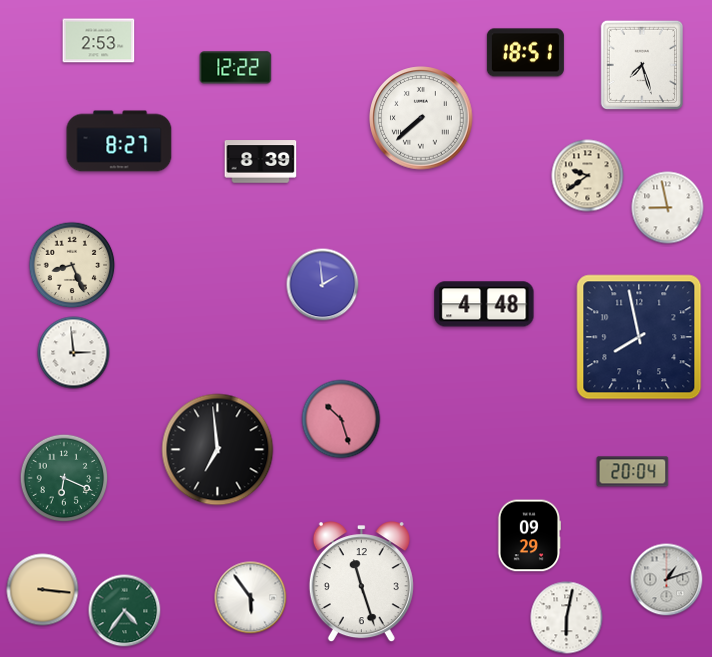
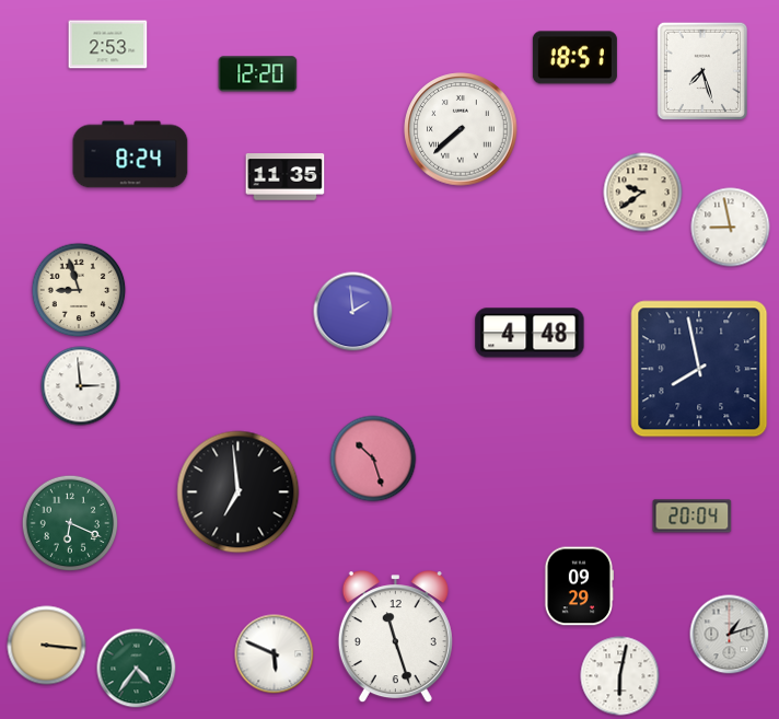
clock at (236, 68): 12:22 -> 12:20
clock at (119, 141): 8:27 -> 8:24
clock at (261, 162): 8:39 -> 11:35
clock at (72, 265): 8:26 -> 8:57
clock at (251, 598): 5:54 -> 5:49
